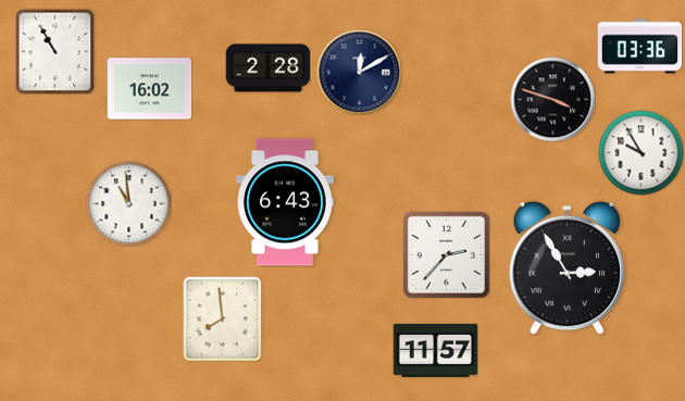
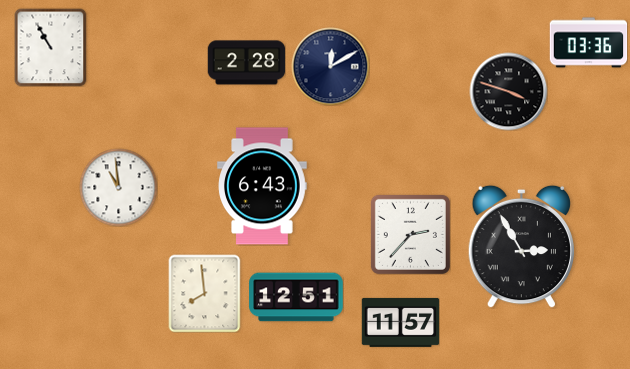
clock at (149, 89): 16:02 -> none
clock at (640, 152): 9:55 -> none
clock at (296, 297): none -> 12:51
